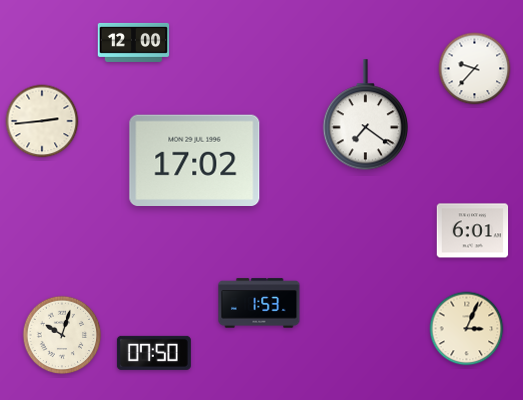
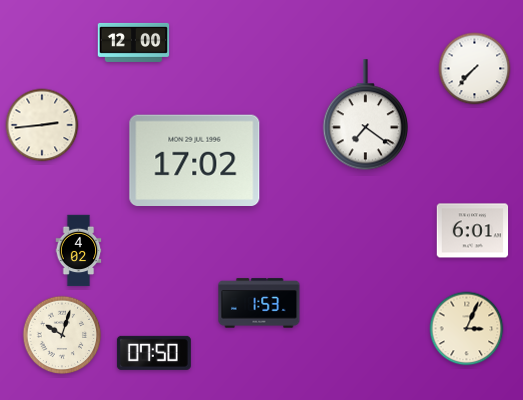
clock at (475, 69): 9:37 -> 7:37
clock at (42, 121) position: (42, 121) -> (42, 125)
clock at (79, 251): none -> 4:02
